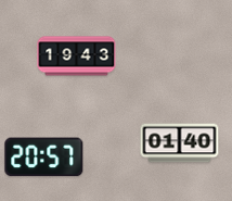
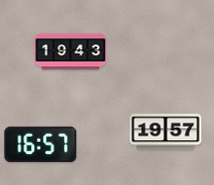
clock at (180, 143): 01:40 -> 19:57
clock at (44, 158): 20:57 -> 16:57
